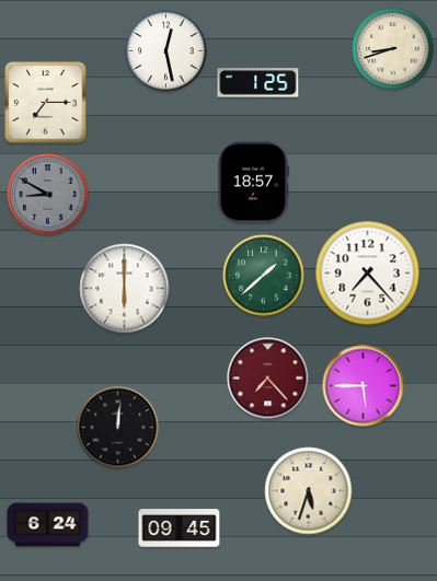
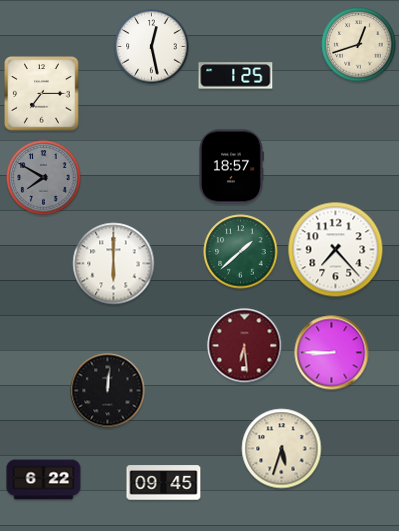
clock at (393, 49): 8:42 -> 12:42
clock at (48, 195): 8:50 -> 7:50
clock at (268, 379): 7:23 -> 6:29
clock at (364, 386): 5:45 -> 8:45
clock at (48, 525): 6:24 -> 6:22
